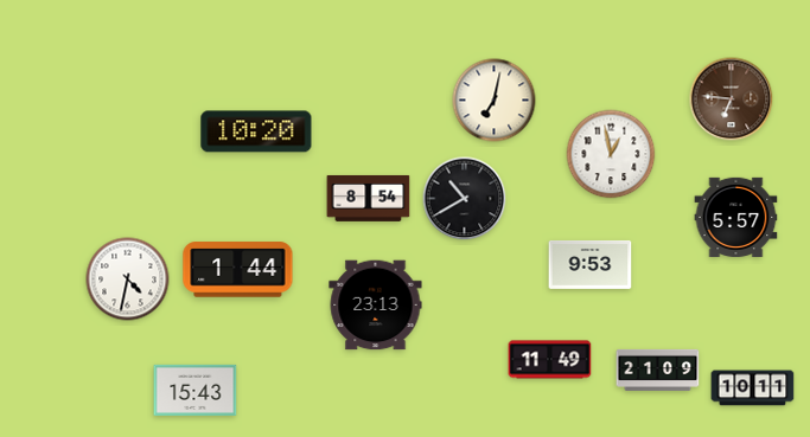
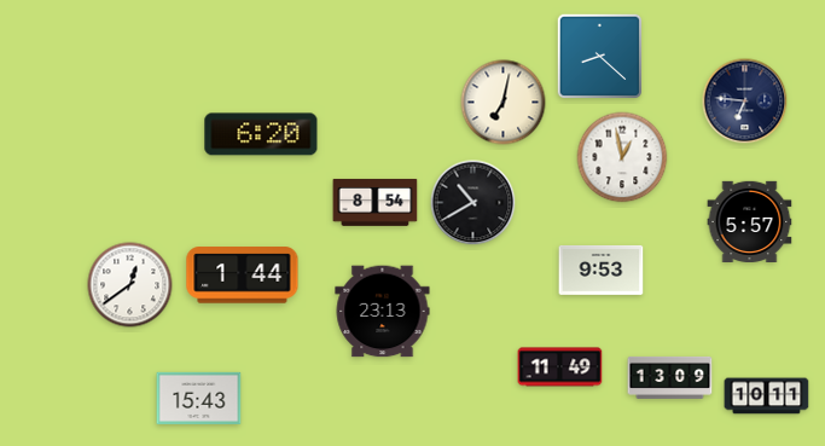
clock at (600, 57): none -> 8:22
clock at (732, 99) dial: brown -> navy
clock at (256, 131): 10:20 -> 6:20
clock at (128, 279): 4:32 -> 12:39
clock at (658, 369): 21:09 -> 13:09
